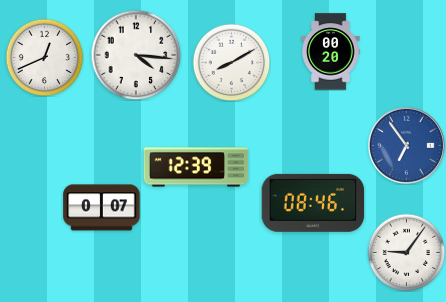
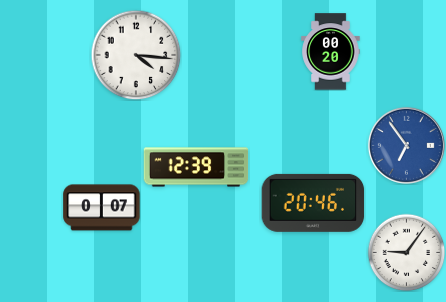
clock at (44, 57): 12:41 -> none
clock at (231, 62): 8:10 -> none
clock at (313, 203): 08:46 -> 20:46
